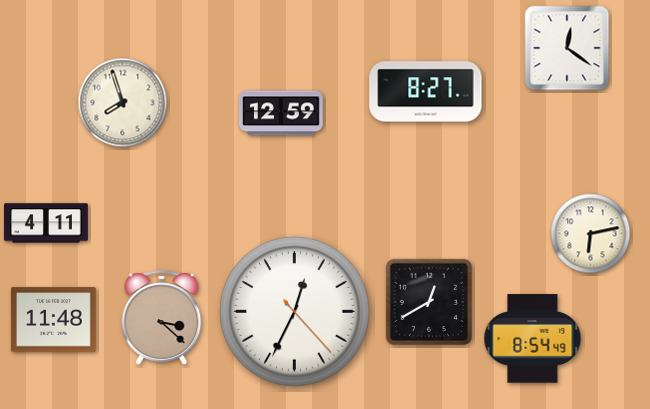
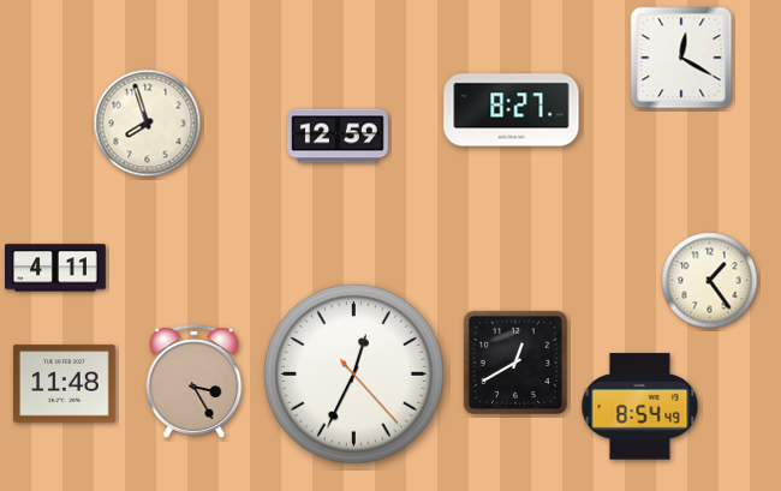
clock at (567, 48): 12:21 -> 12:20
clock at (591, 234): 6:13 -> 1:24
clock at (162, 318): 3:22 -> 3:25
